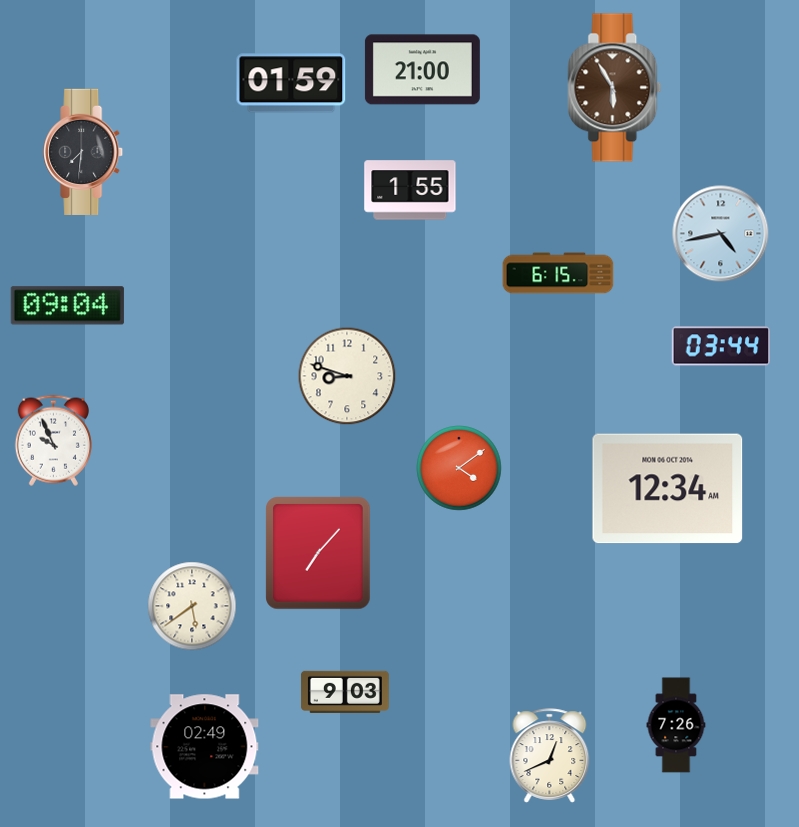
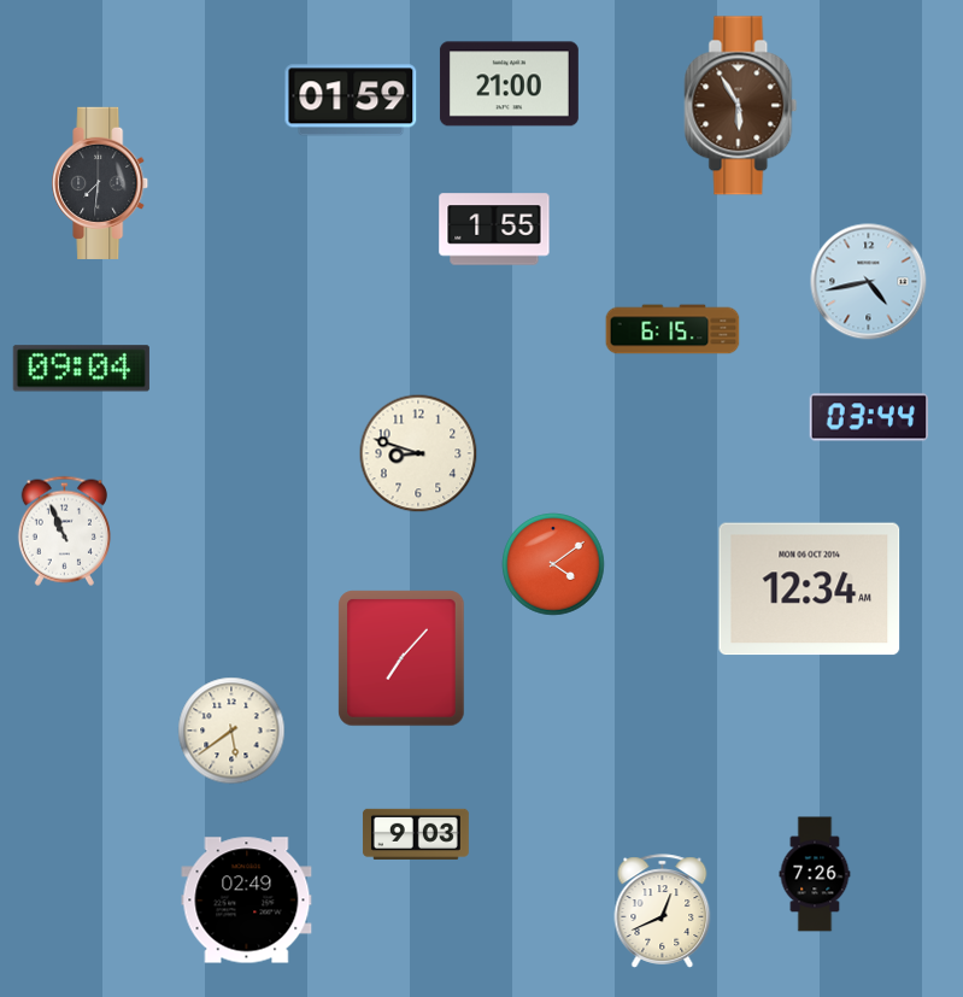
clock at (53, 440): 9:56 -> 10:56
clock at (668, 489) position: (668, 489) -> (810, 590)
clock at (318, 553) position: (318, 553) -> (401, 658)
